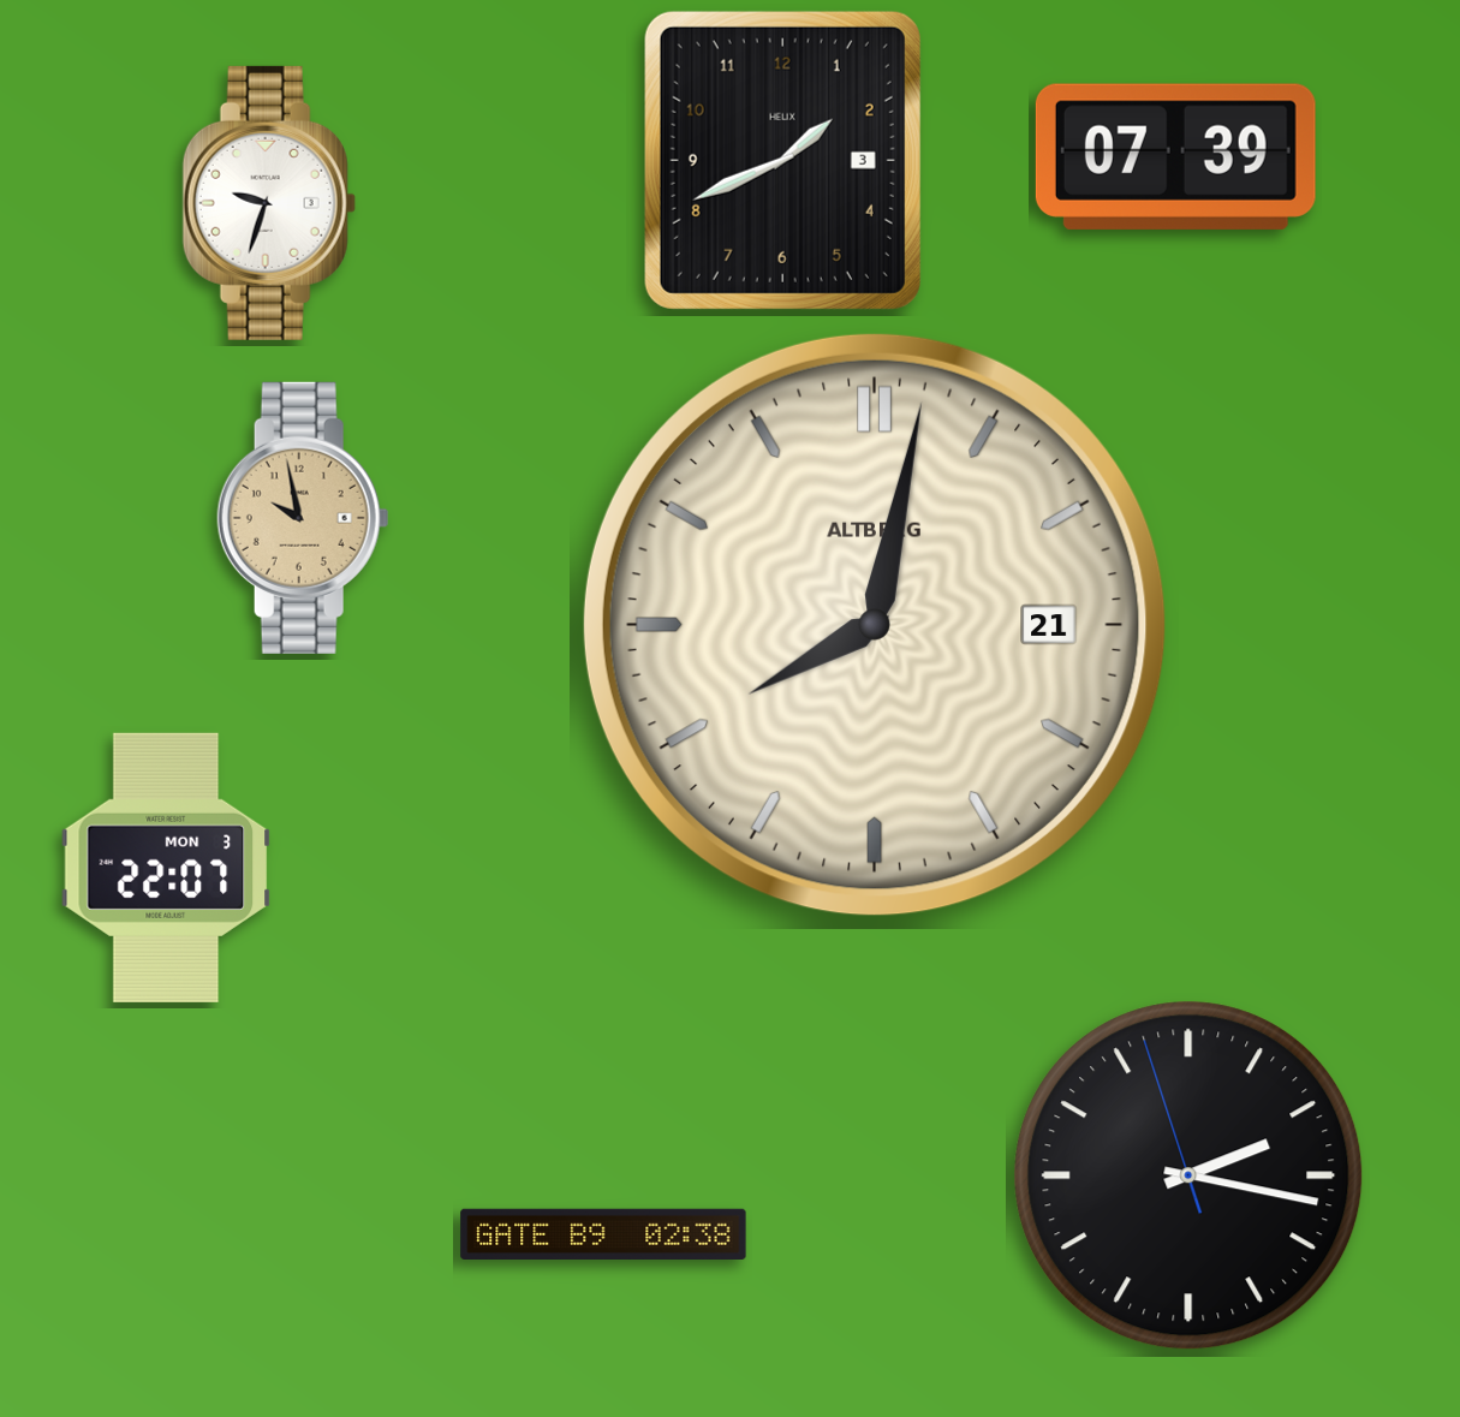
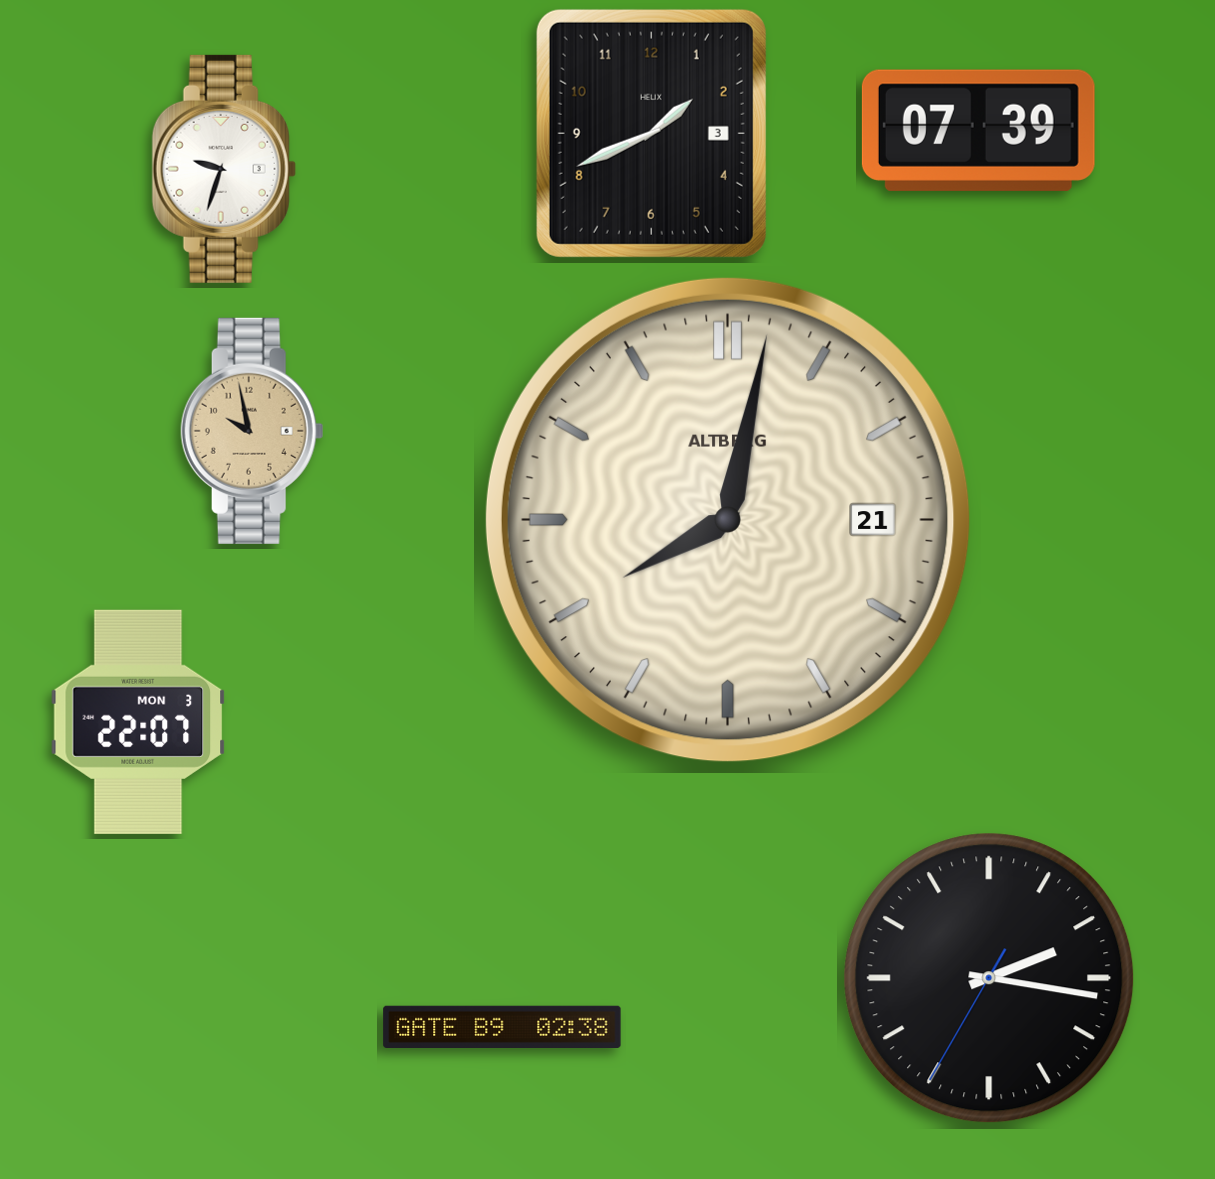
clock at (1188, 1175): 2:16:57 -> 2:16:35
